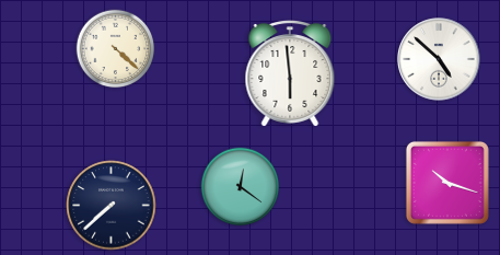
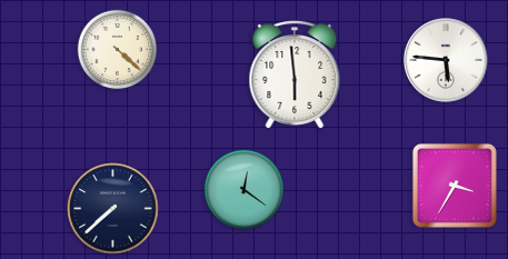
clock at (439, 59): 4:52 -> 5:46
clock at (447, 183): 10:18 -> 3:35
